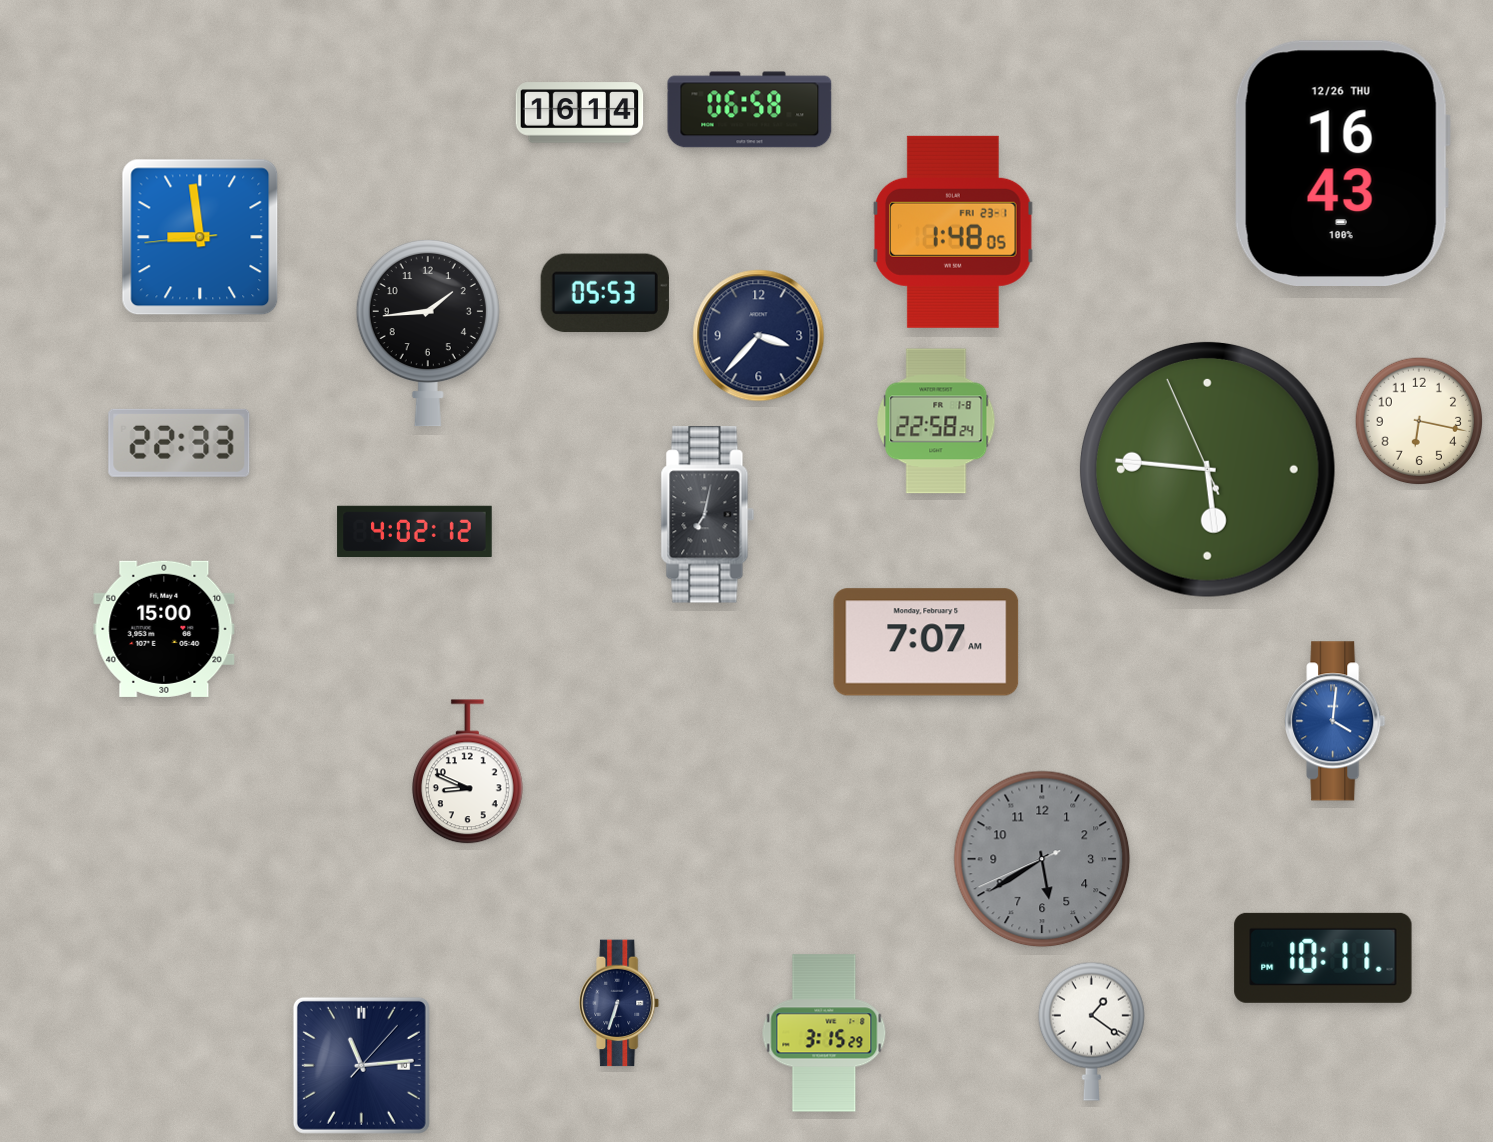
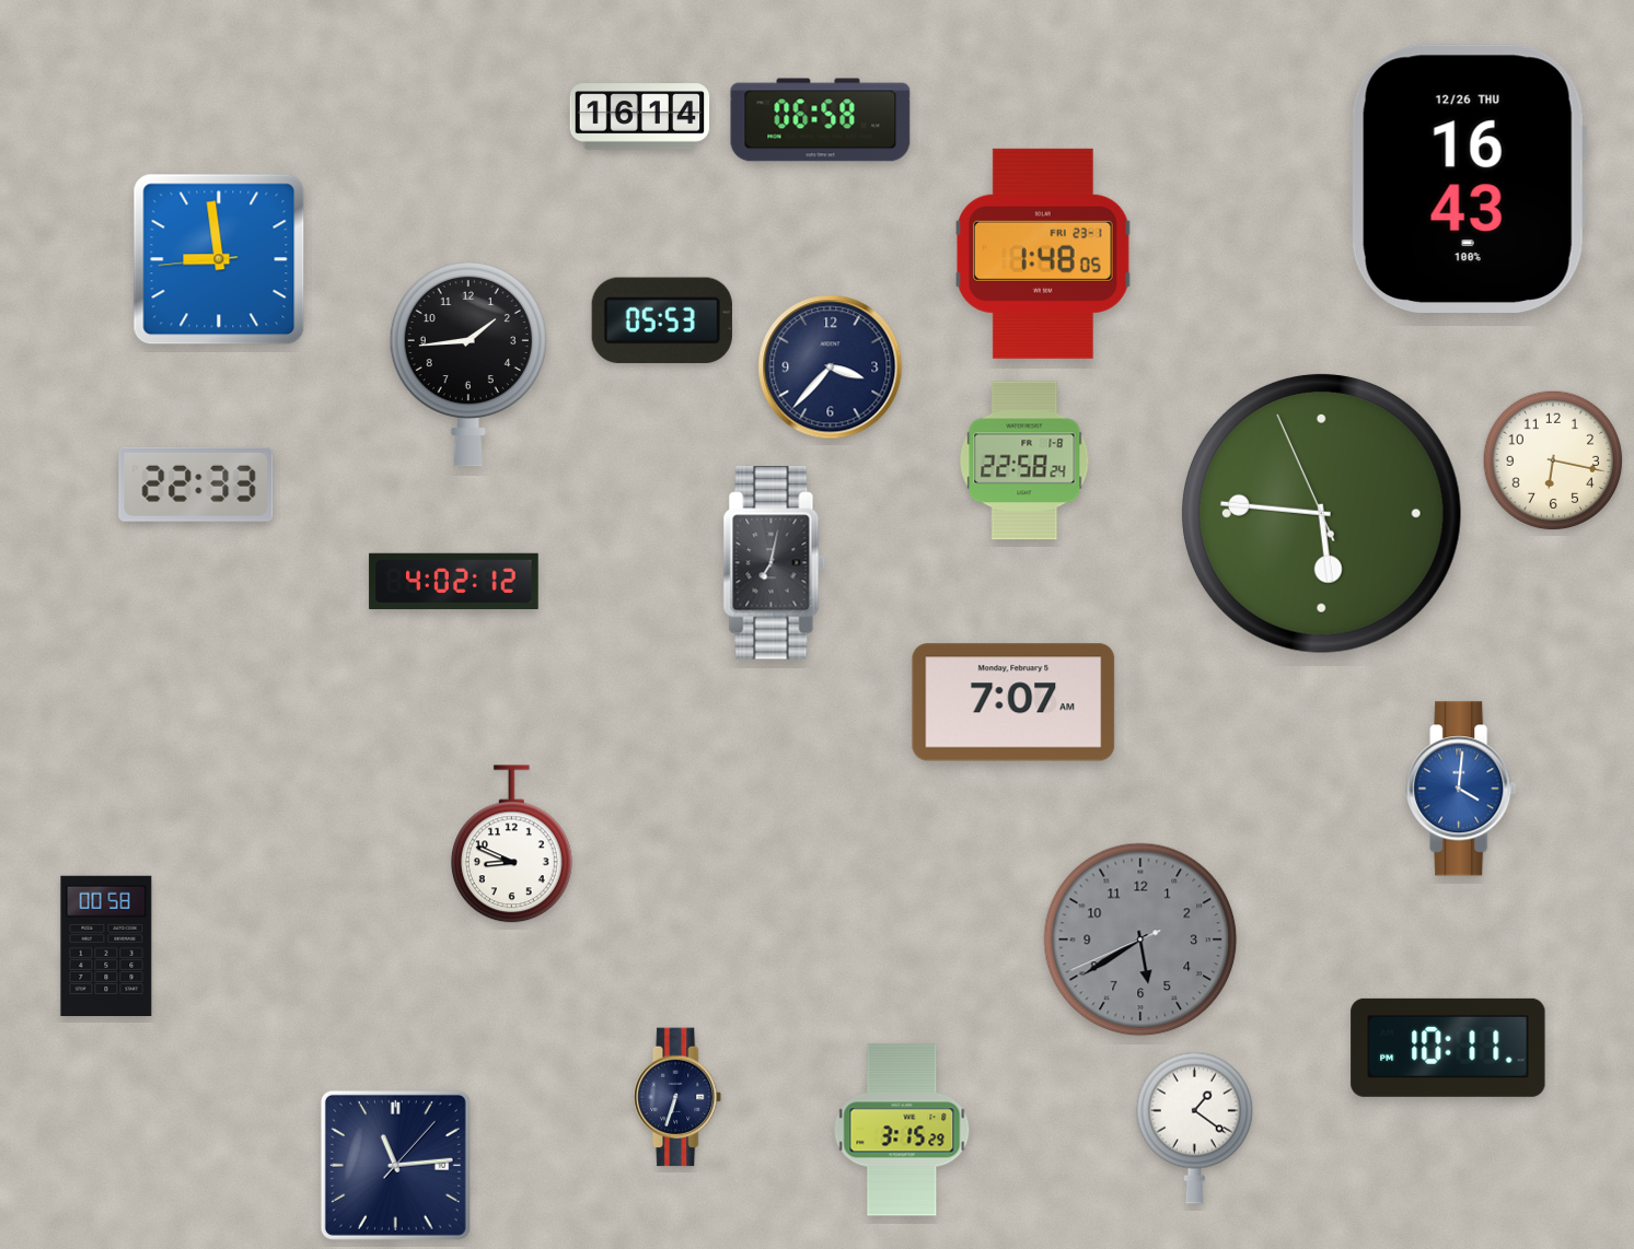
clock at (580, 113) position: (580, 113) -> (640, 117)
clock at (164, 629): 15:00 -> none
clock at (106, 945): none -> 00:58
